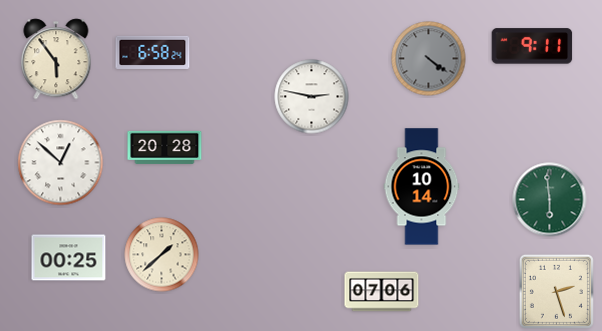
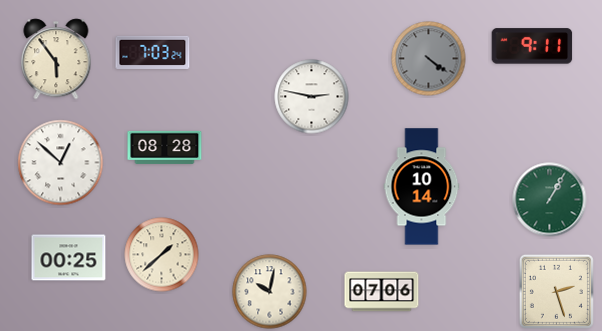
clock at (153, 52): 6:58 -> 7:03
clock at (165, 147): 20:28 -> 08:28
clock at (550, 200): 5:59 -> 1:05
clock at (270, 292): none -> 10:02
